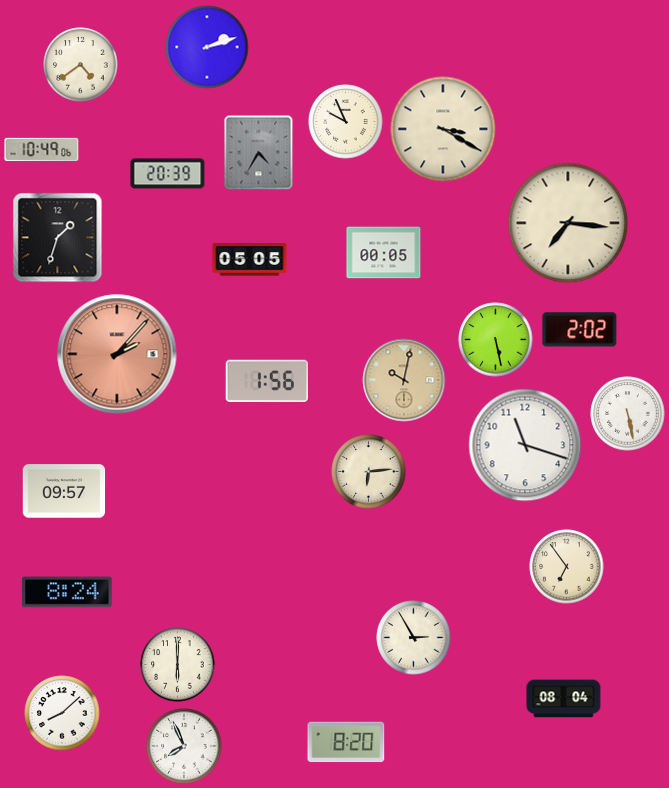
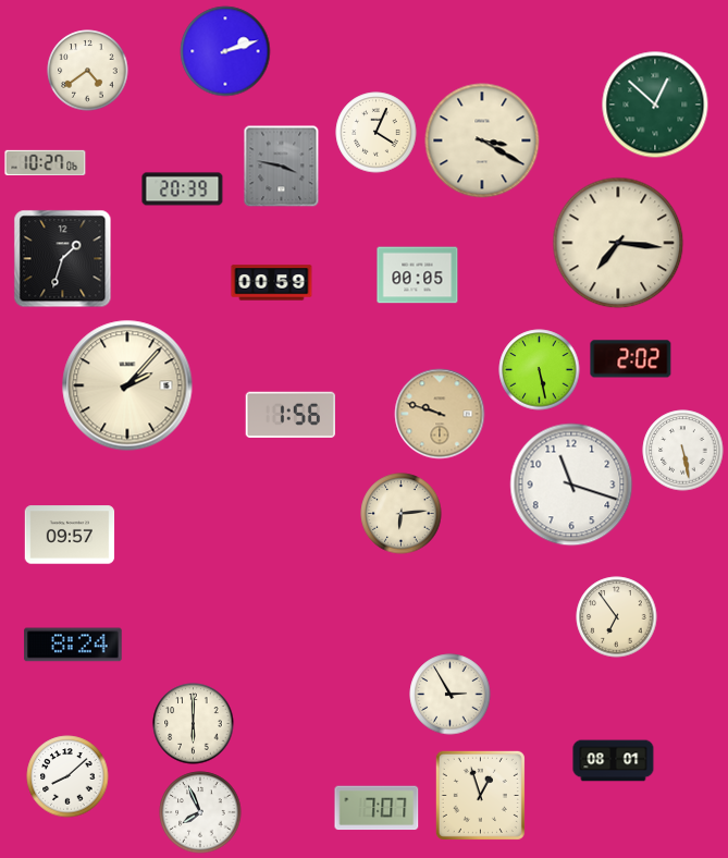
clock at (655, 105): none -> 12:52
clock at (346, 122): 9:56 -> 4:04
clock at (42, 149): 10:49 -> 10:27
clock at (259, 153): 4:35 -> 3:47
clock at (250, 260): 05:05 -> 00:59
clock at (117, 354) dial: salmon -> cream
clock at (404, 380): 10:02 -> 9:48
clock at (564, 699): 08:04 -> 08:01
clock at (480, 795): none -> 12:57
clock at (346, 742): 8:20 -> 7:07
